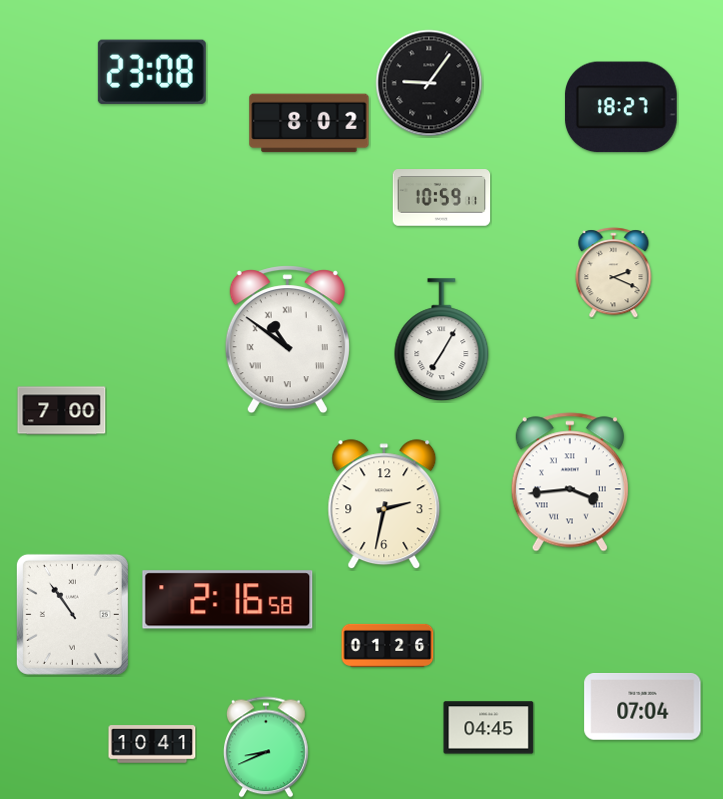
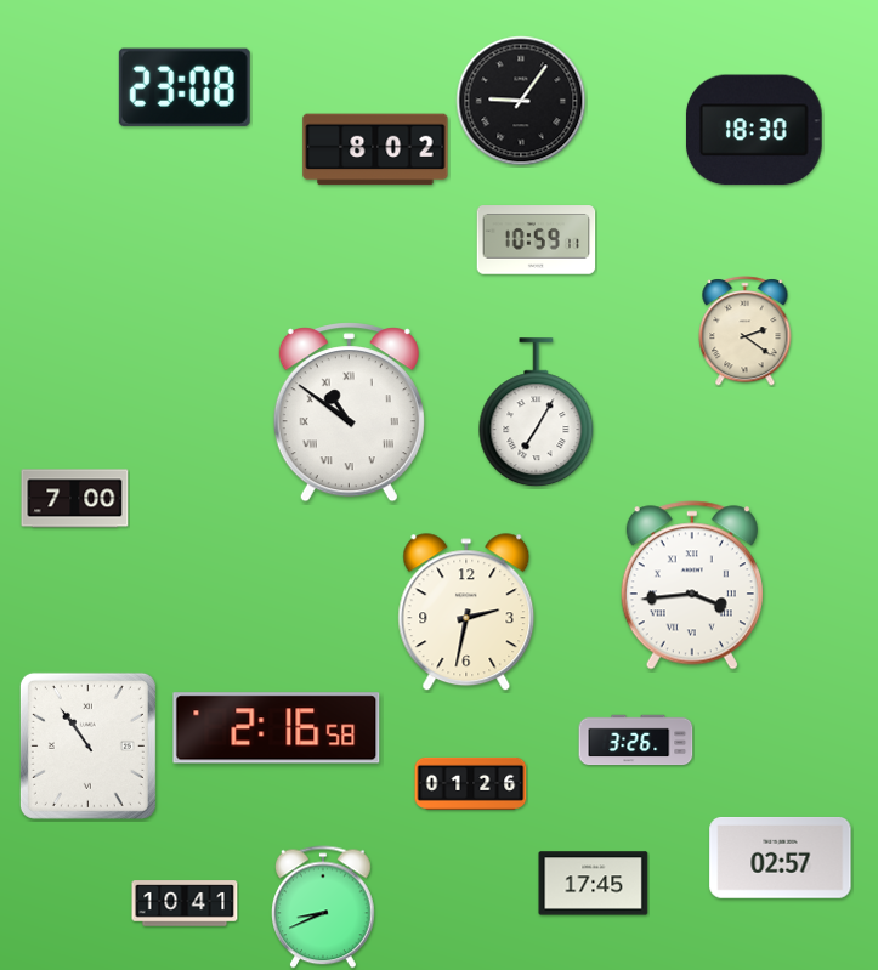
clock at (621, 107): 18:27 -> 18:30
clock at (614, 273): 2:19 -> 2:21
clock at (636, 741): none -> 3:26
clock at (643, 707): 07:04 -> 02:57
clock at (489, 728): 04:45 -> 17:45
